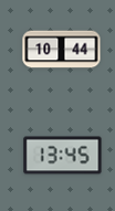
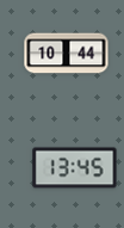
clock at (63, 156) position: (63, 156) -> (75, 168)
